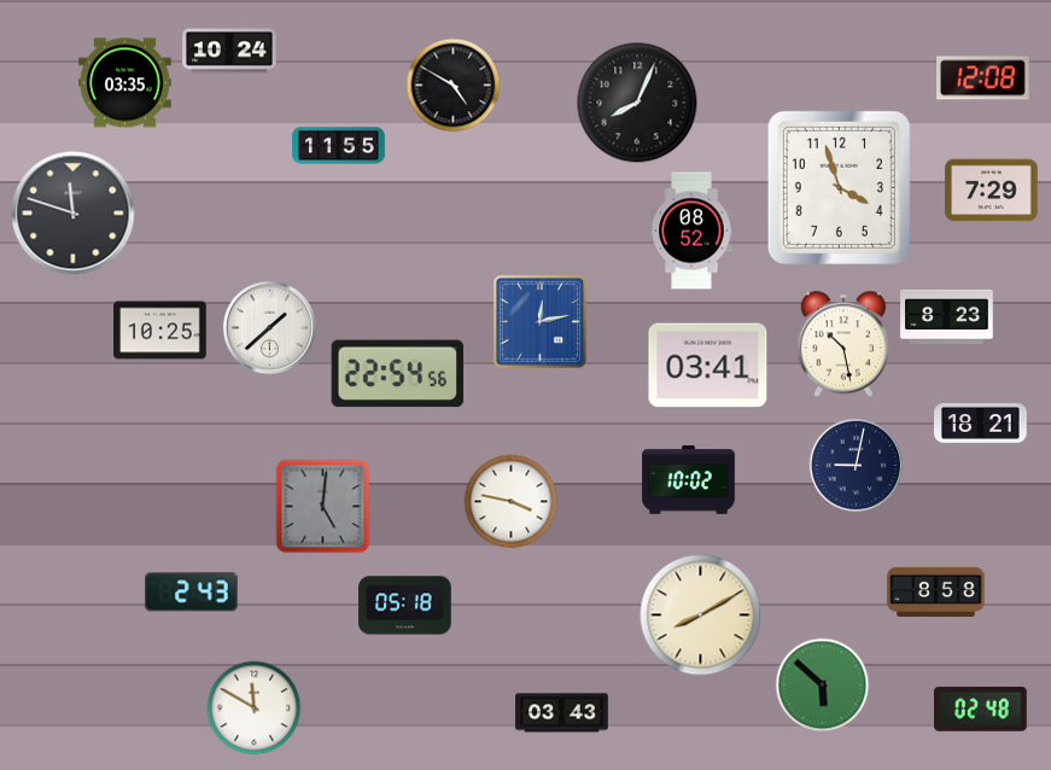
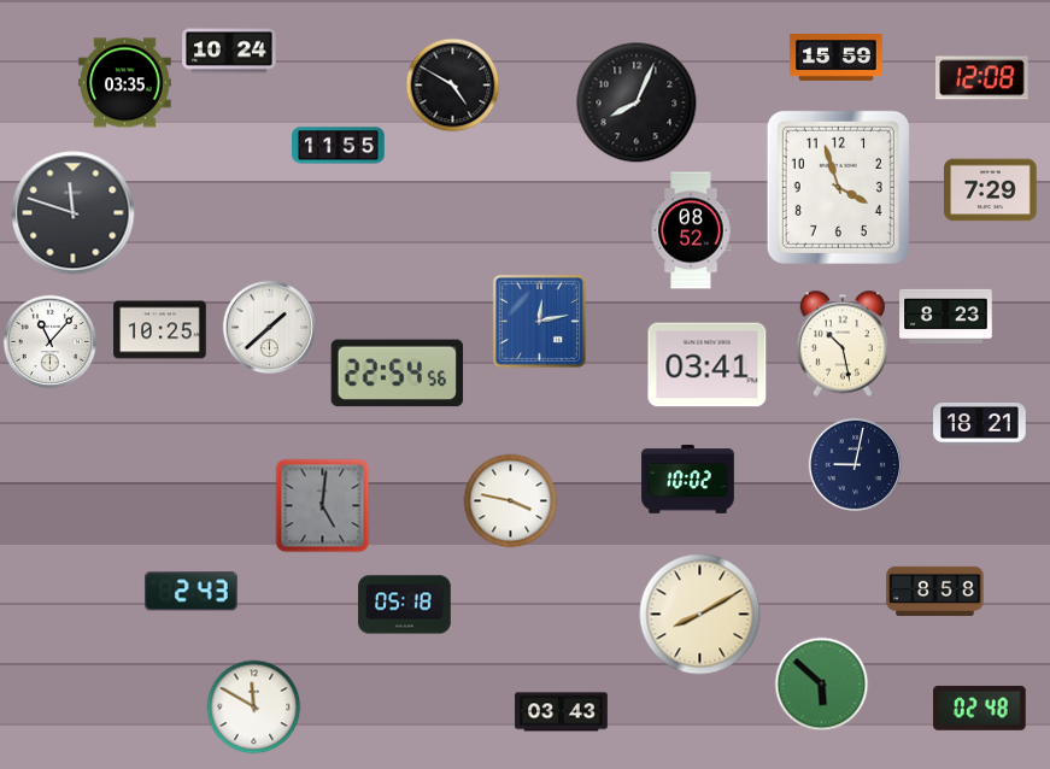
clock at (837, 58): none -> 15:59
clock at (49, 341): none -> 11:07
